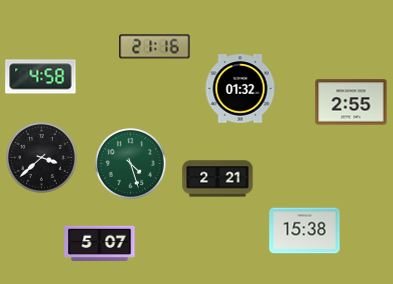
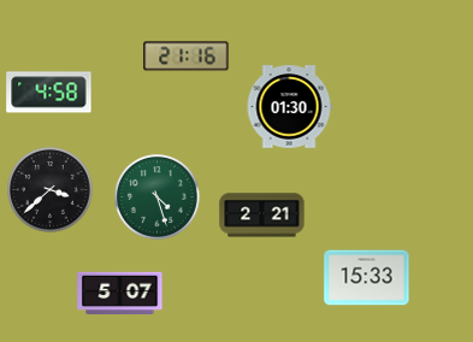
clock at (240, 89): 01:32 -> 01:30
clock at (351, 102): 2:55 -> none
clock at (305, 231): 15:38 -> 15:33
